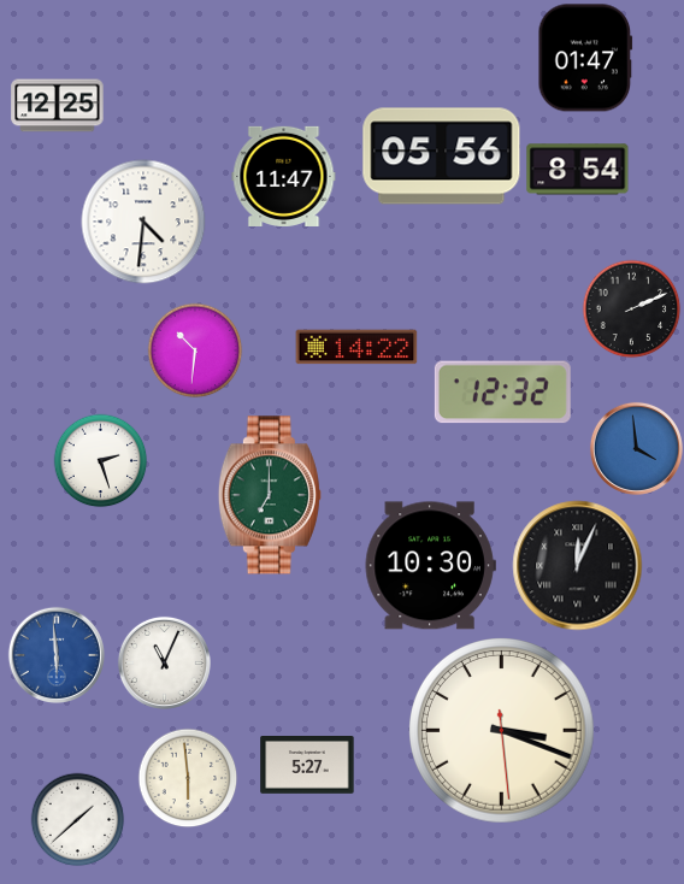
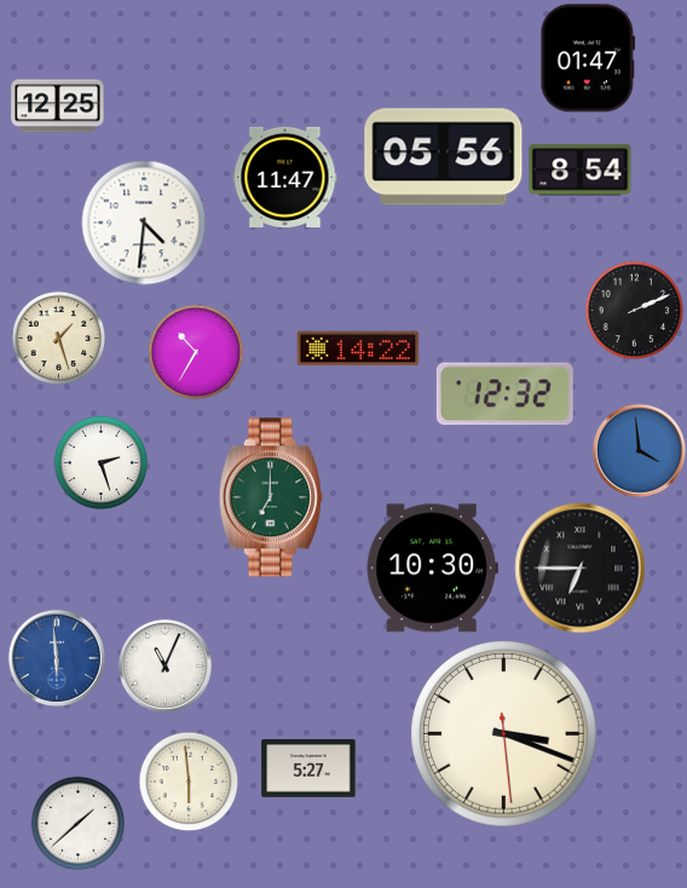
clock at (58, 338): none -> 1:27
clock at (195, 350): 10:31 -> 10:35
clock at (578, 566): 12:04 -> 6:45
